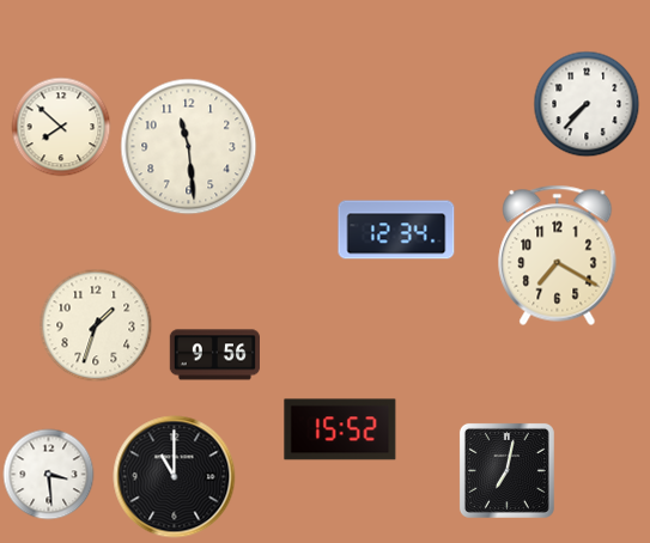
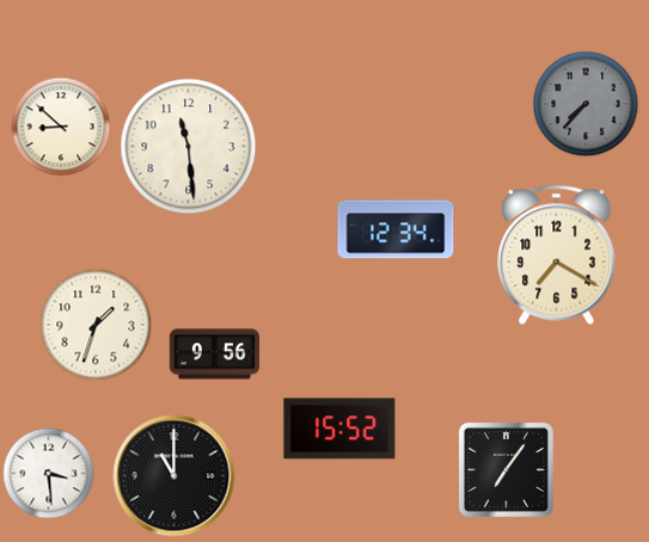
clock at (587, 104) dial: white -> grey
clock at (61, 127): 7:52 -> 8:52
clock at (506, 470): 7:02 -> 7:06
